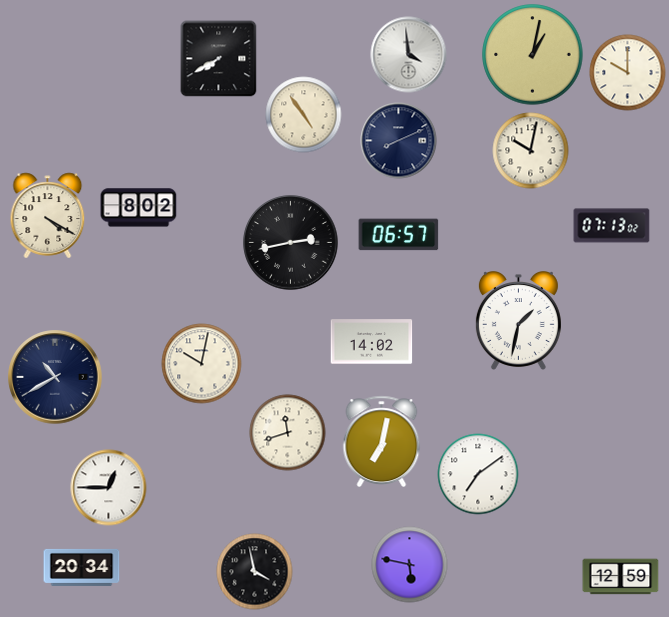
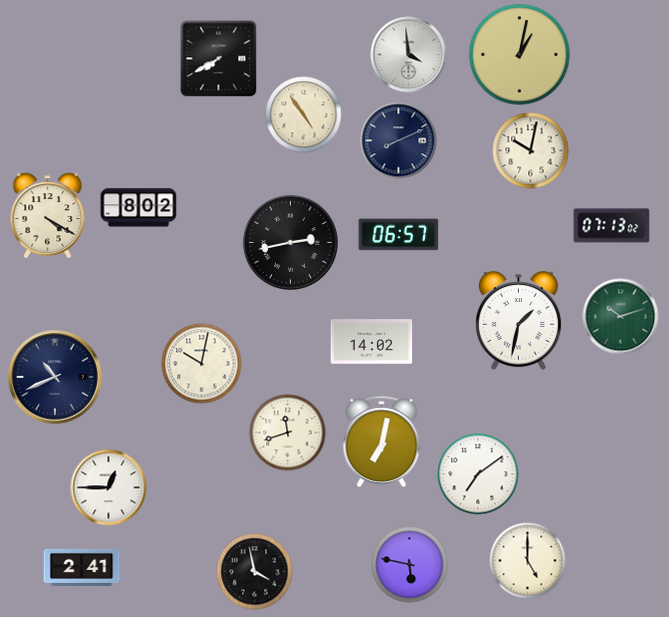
clock at (533, 55) position: (533, 55) -> (520, 55)
clock at (628, 73): 10:00 -> none
clock at (621, 317): none -> 10:12
clock at (55, 377): 10:40 -> 10:41
clock at (528, 561): none -> 5:00
clock at (82, 567): 20:34 -> 2:41
clock at (621, 577): 12:59 -> none
